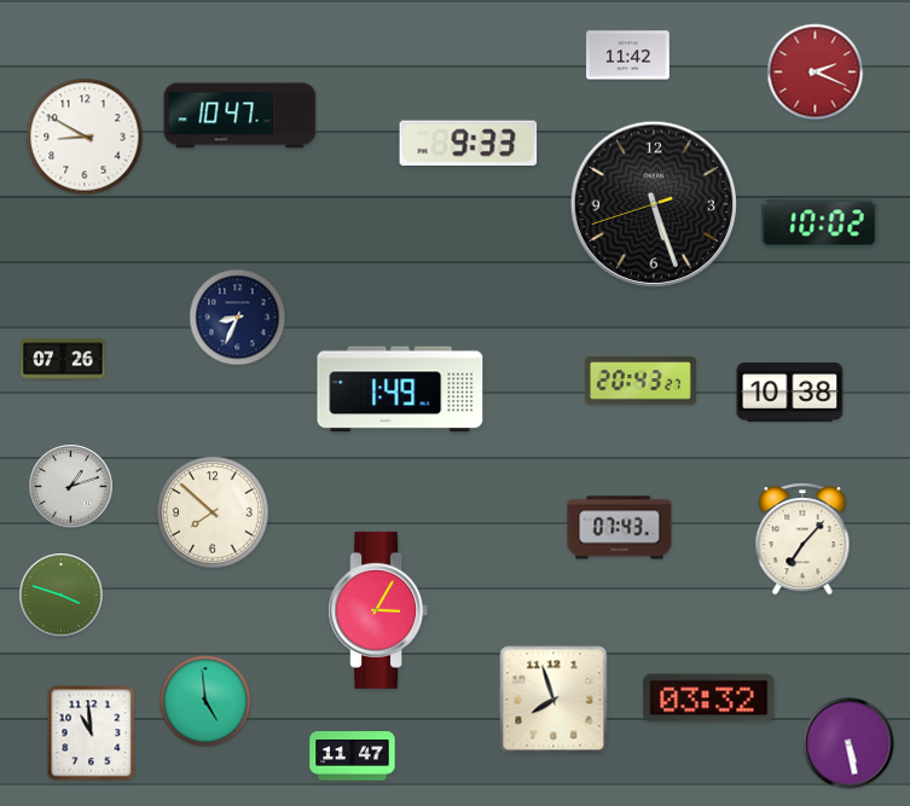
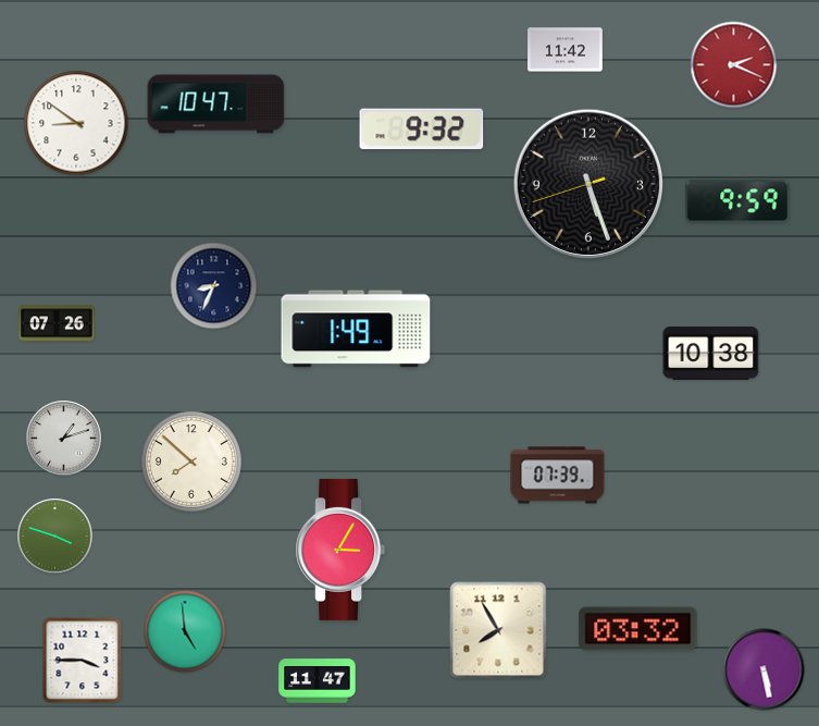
clock at (85, 137): 8:50 -> 8:51
clock at (469, 144): 9:33 -> 9:32
clock at (819, 224): 10:02 -> 9:59
clock at (641, 381): 20:43 -> none
clock at (400, 389) position: (400, 389) -> (356, 329)
clock at (620, 528): 07:43 -> 07:39
clock at (802, 539): 7:07 -> none
clock at (553, 700): 7:57 -> 7:55
clock at (92, 733): 10:59 -> 3:45
